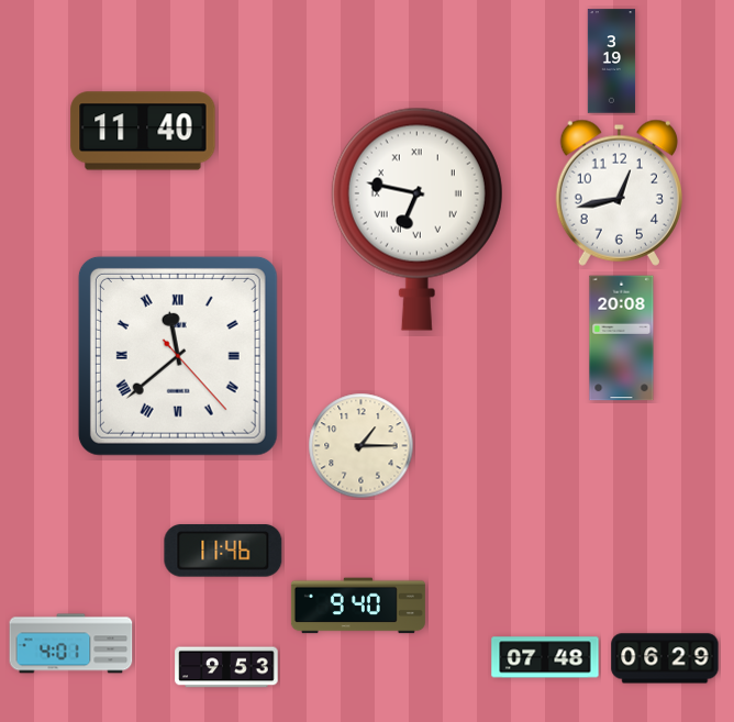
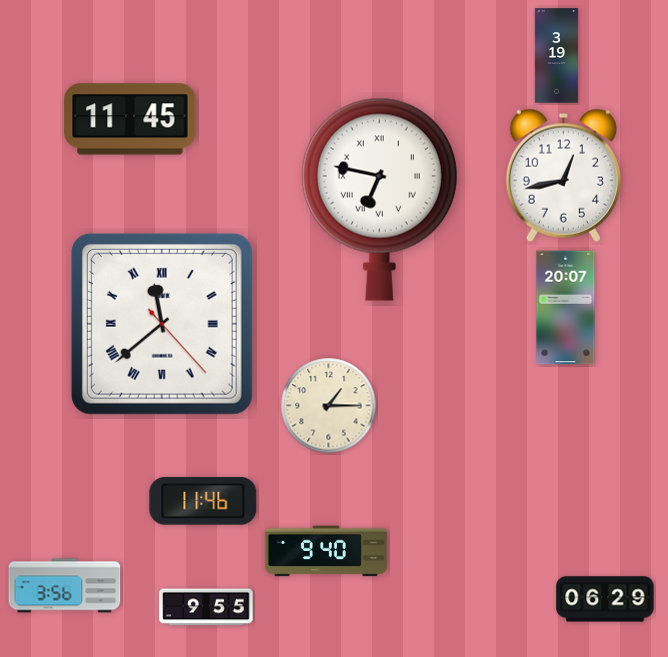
clock at (143, 131): 11:40 -> 11:45
clock at (622, 338): 20:08 -> 20:07
clock at (71, 644): 4:01 -> 3:56
clock at (545, 657): 07:48 -> none
clock at (226, 667): 9:53 -> 9:55
